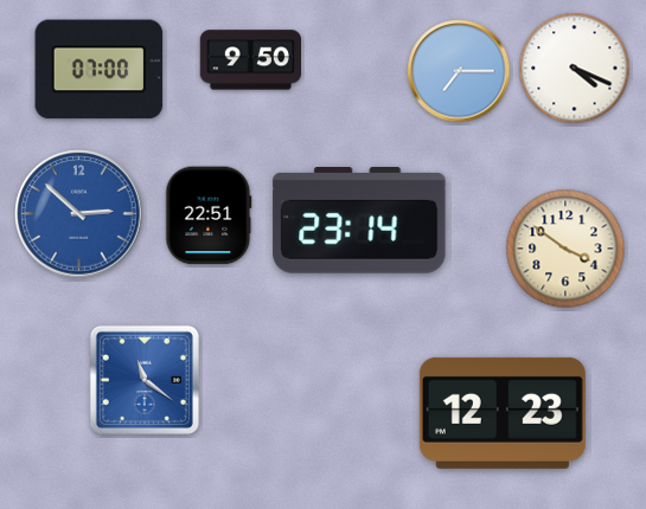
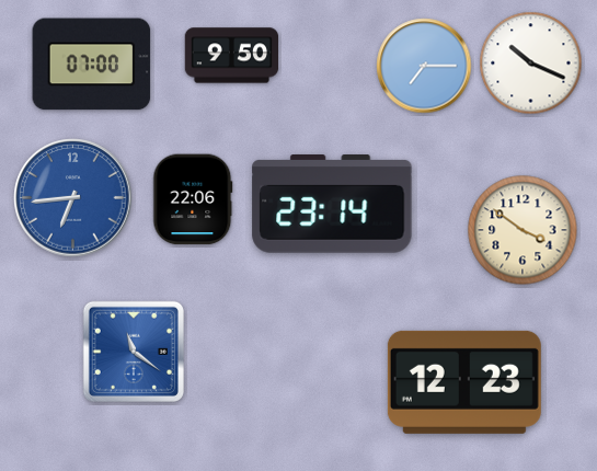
clock at (575, 69): 4:19 -> 10:19
clock at (79, 214): 2:52 -> 6:44
clock at (209, 215): 22:51 -> 22:06
